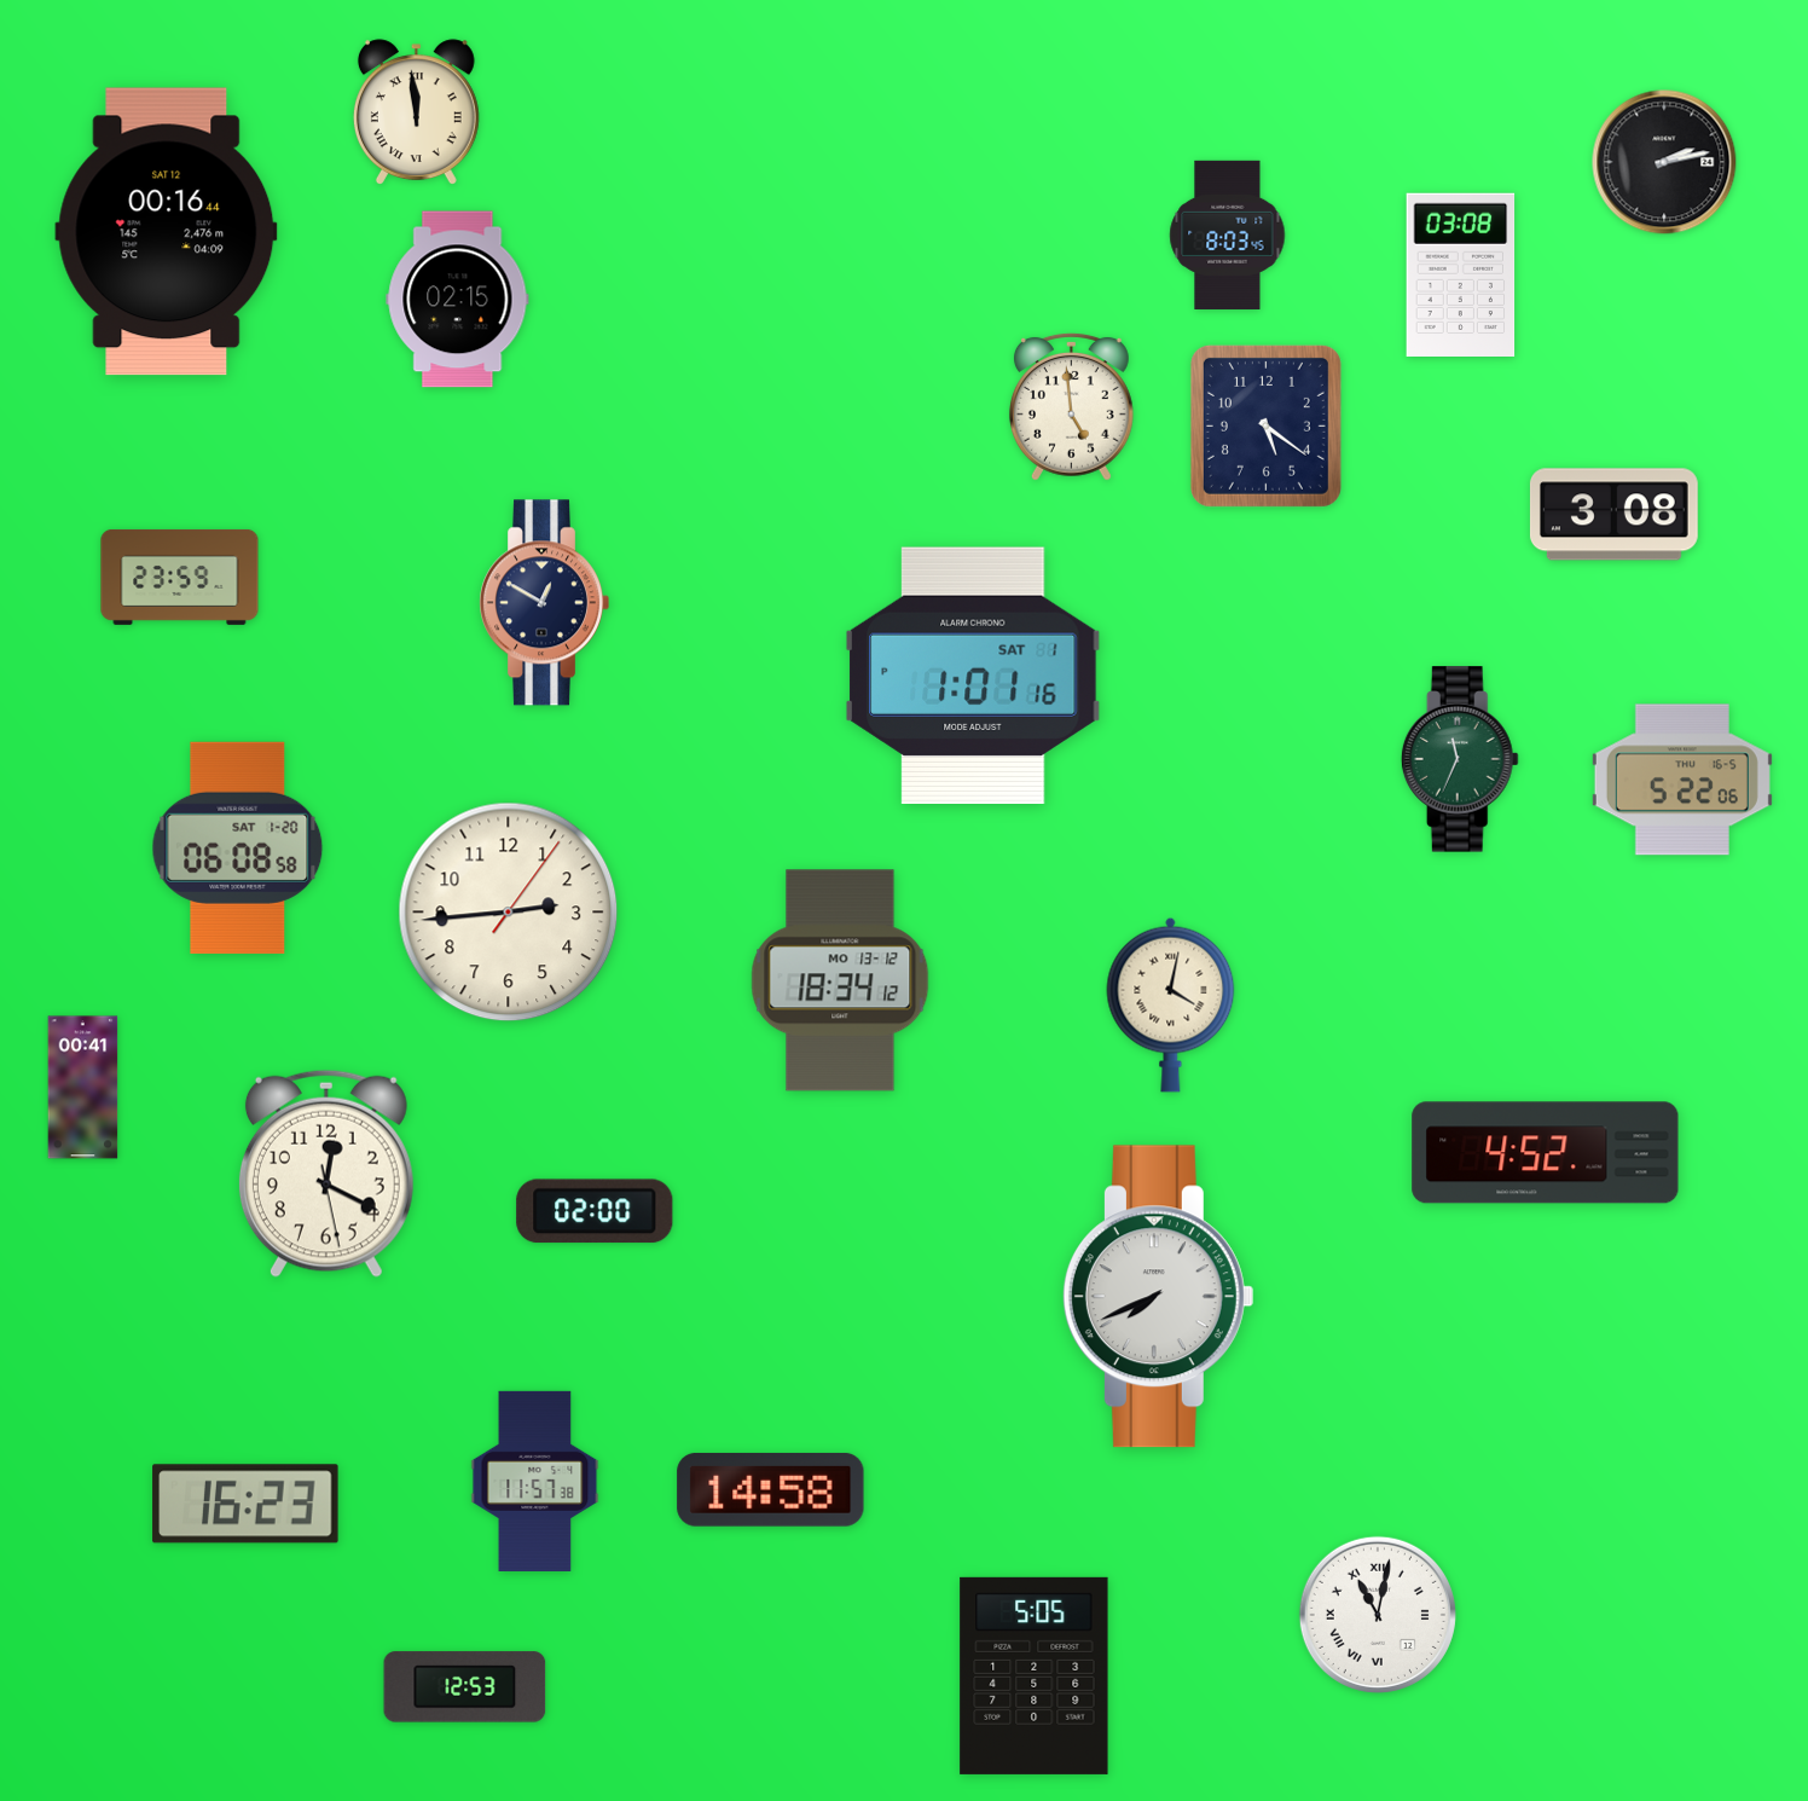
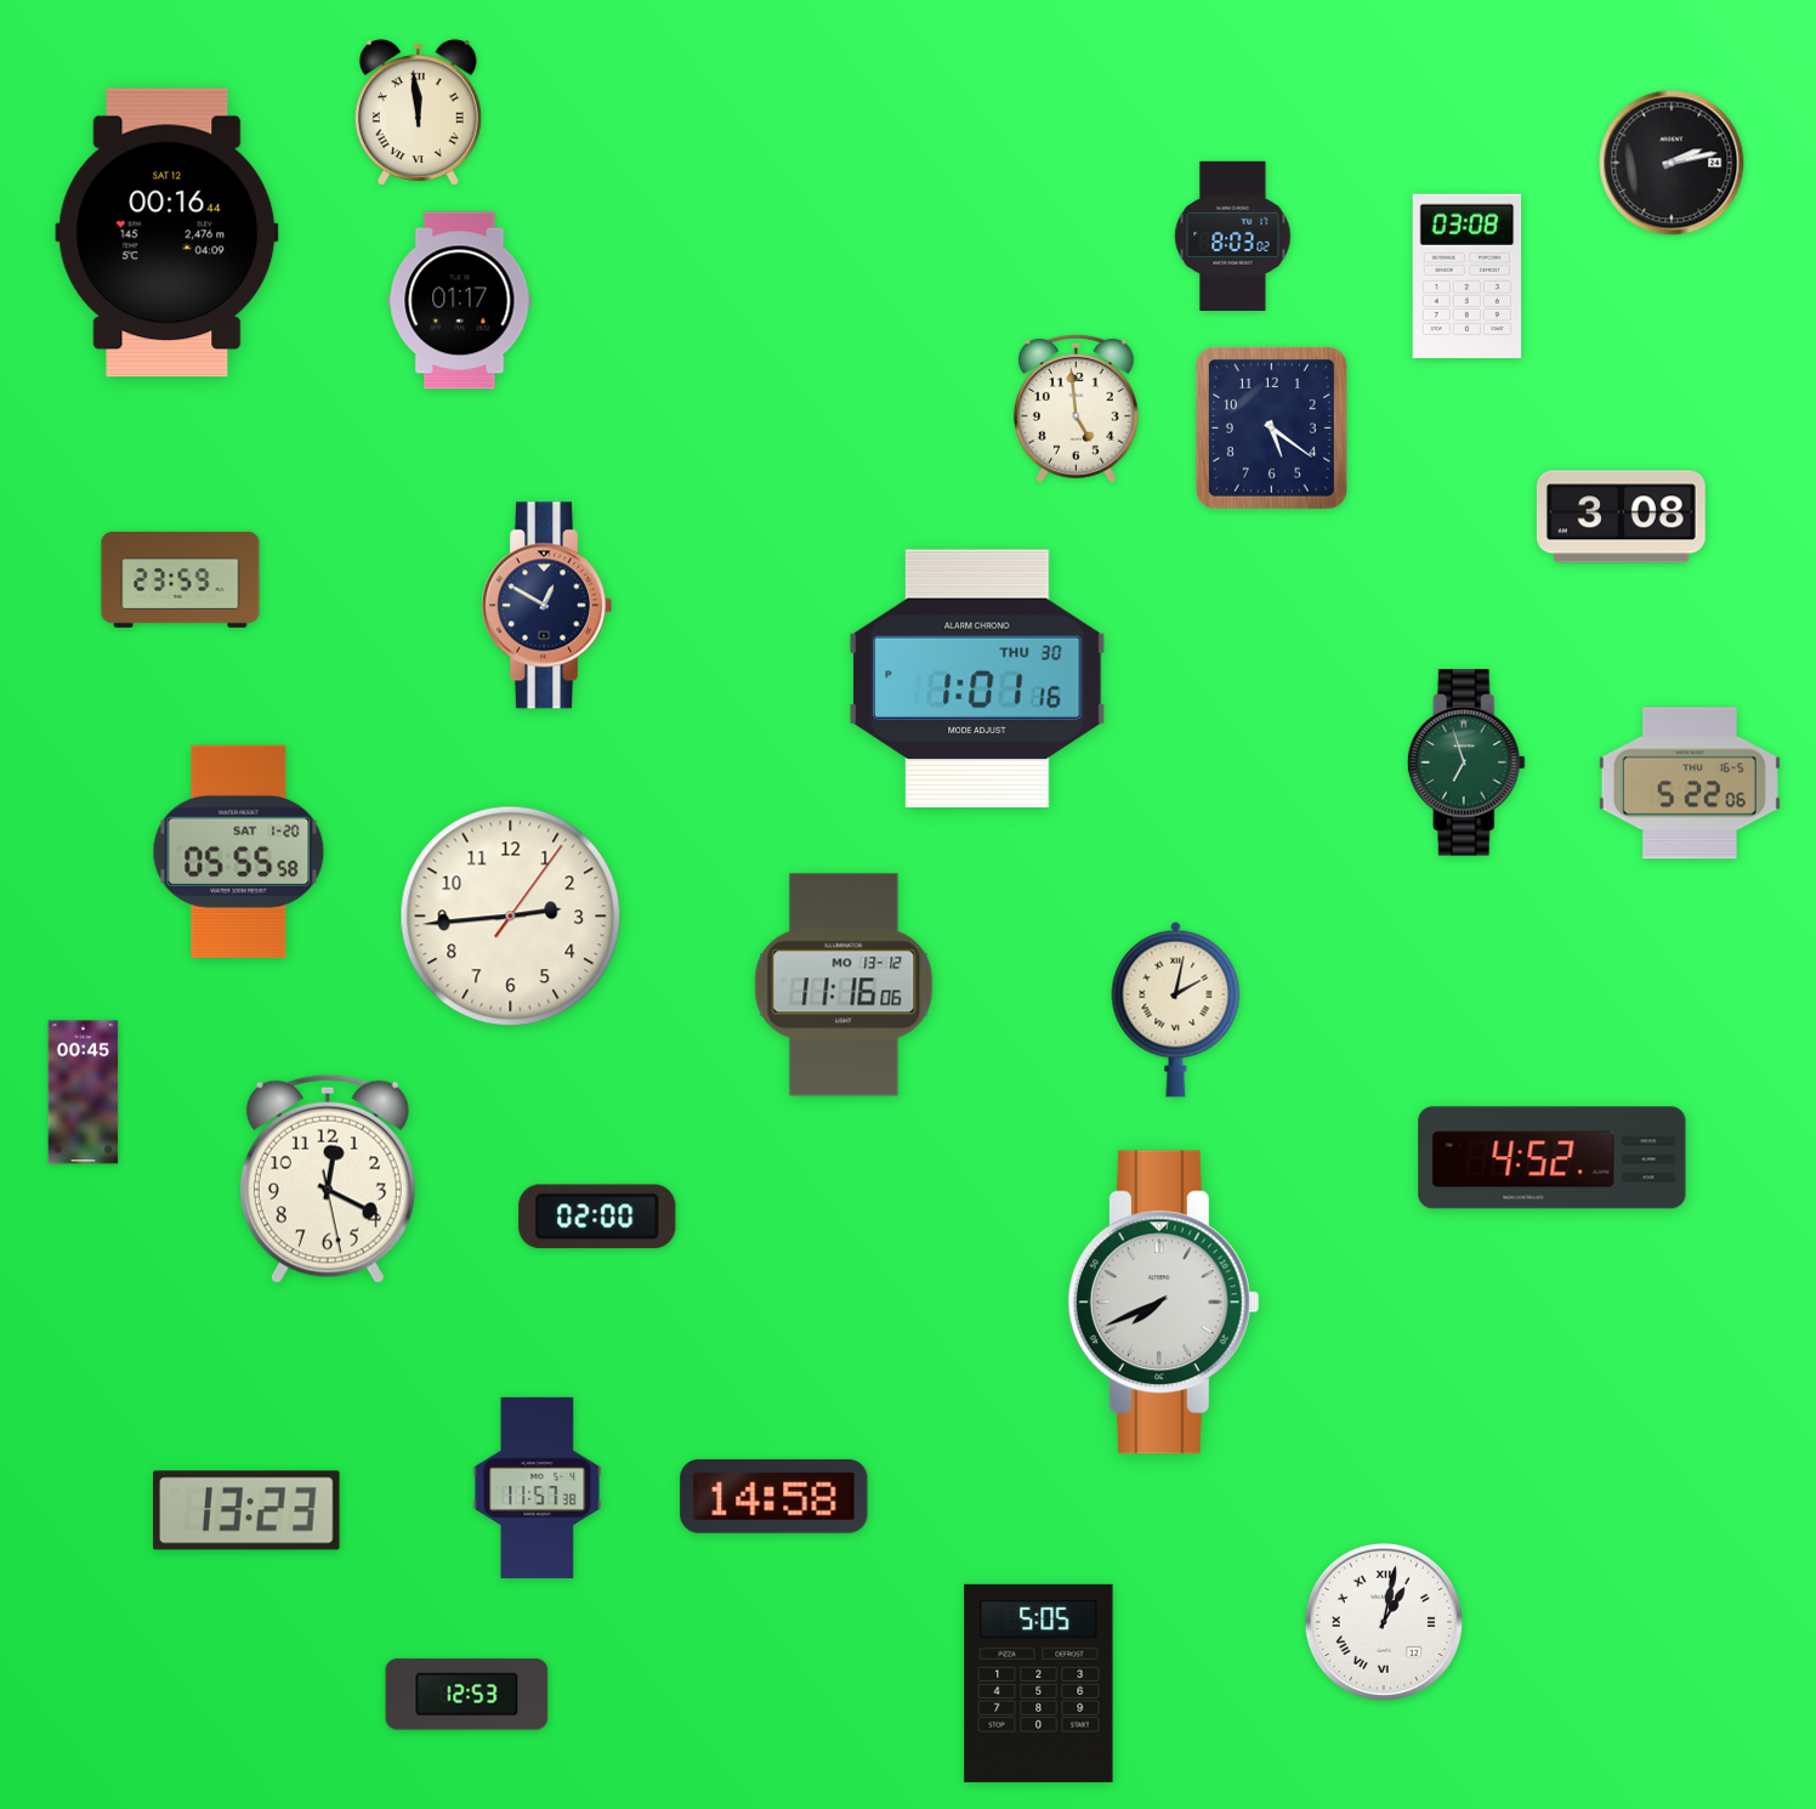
clock at (1228, 234): 8:03:45 -> 8:03:02
clock at (458, 300): 02:15 -> 01:17
clock at (974, 674) date: SAT 1 -> THU 30
clock at (1460, 759): 11:34 -> 6:57
clock at (238, 847): 06:08 -> 05:55
clock at (840, 980): 18:34 -> 11:16
clock at (1171, 1004): 4:02 -> 2:02
clock at (83, 1088): 00:41 -> 00:45
clock at (245, 1504): 16:23 -> 13:23
clock at (1378, 1615): 11:02 -> 1:02
